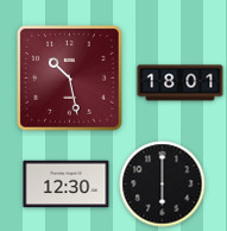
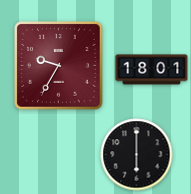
clock at (70, 79): 10:28 -> 9:35
clock at (67, 185): 12:30 -> none
